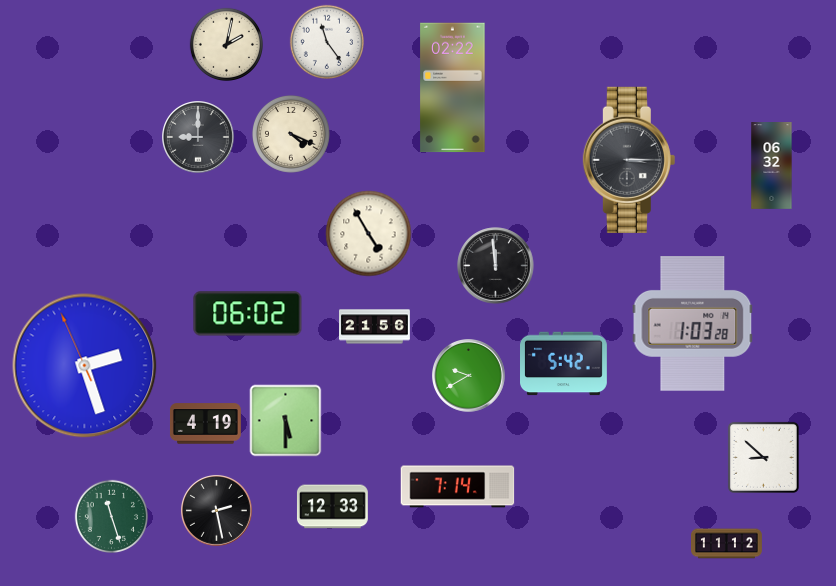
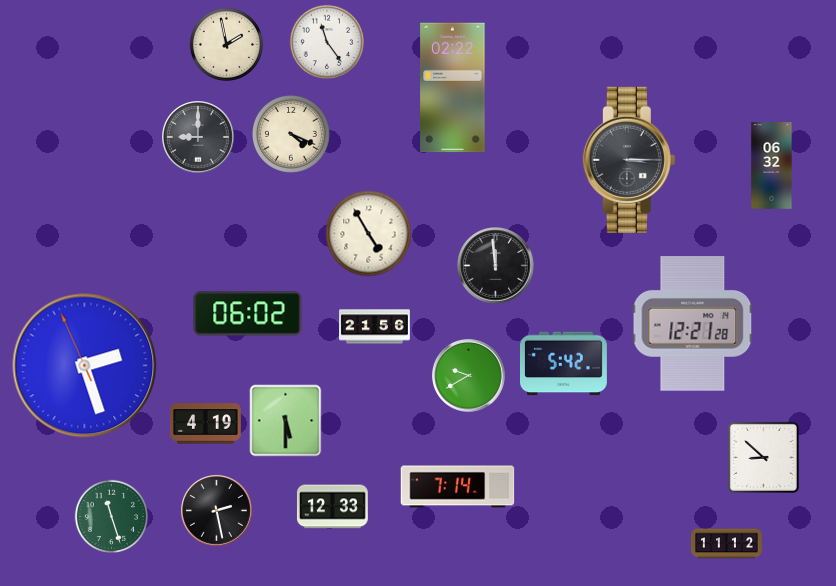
clock at (226, 44): 2:02 -> 1:58
clock at (693, 324): 1:03 -> 12:21
